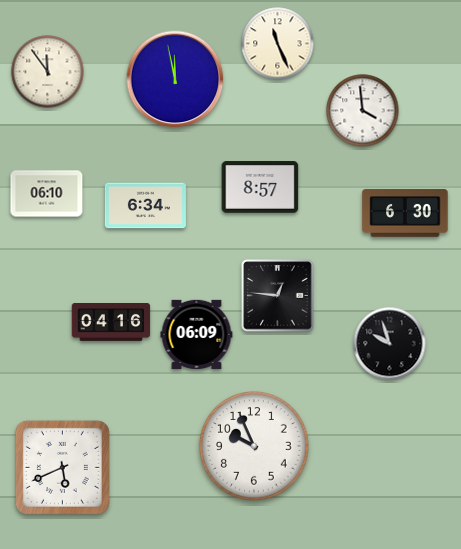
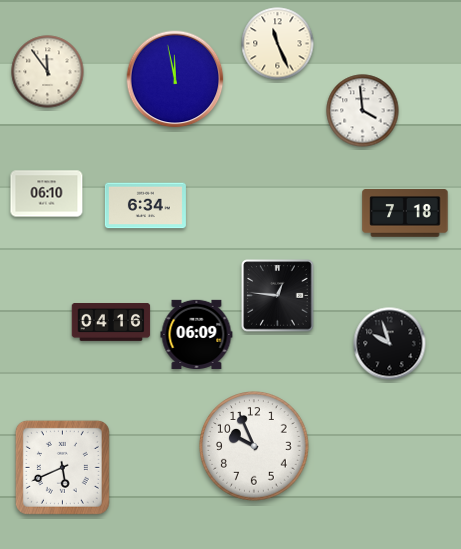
clock at (260, 187): 8:57 -> none
clock at (405, 213): 6:30 -> 7:18
